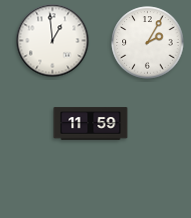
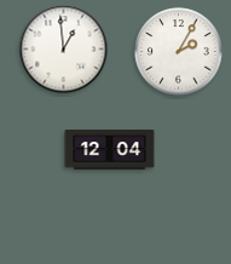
clock at (91, 124): 11:59 -> 12:04
